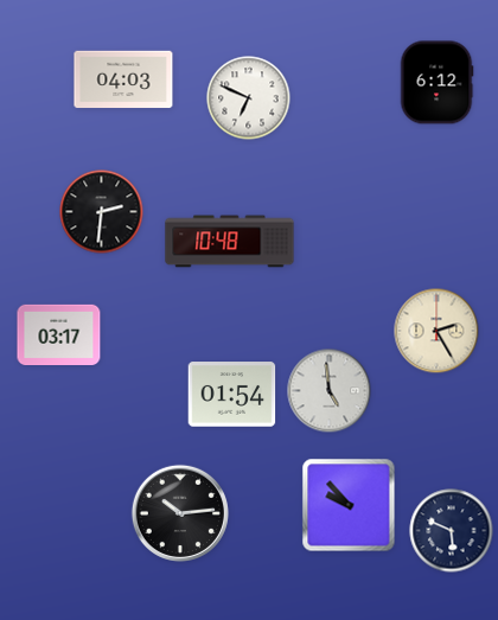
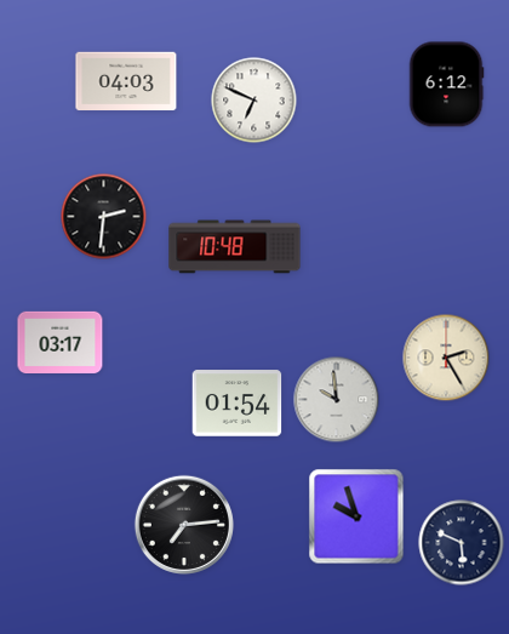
clock at (436, 331) position: (436, 331) -> (446, 358)
clock at (330, 391): 4:59 -> 9:59
clock at (349, 505): 9:53 -> 9:57
clock at (180, 513): 10:14 -> 7:14
